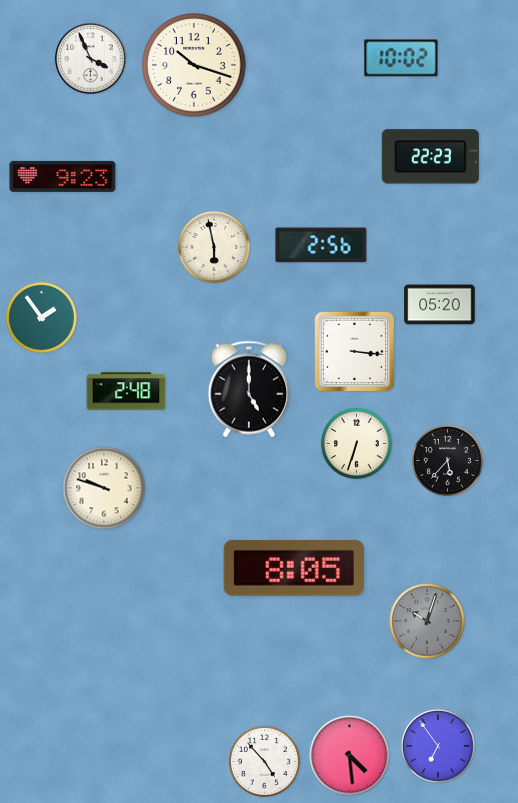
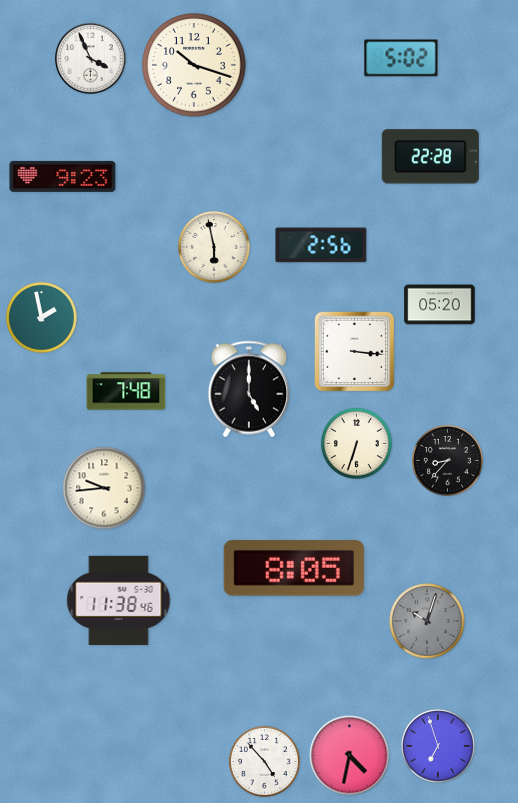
clock at (401, 58): 10:02 -> 5:02
clock at (430, 157): 22:23 -> 22:28
clock at (41, 317): 1:54 -> 1:58
clock at (126, 391): 2:48 -> 7:48
clock at (447, 460): 5:37 -> 8:37
clock at (104, 488): 9:48 -> 9:44
clock at (119, 600): none -> 11:38
clock at (438, 746): 6:54 -> 6:57
clock at (350, 756): 4:29 -> 4:32
